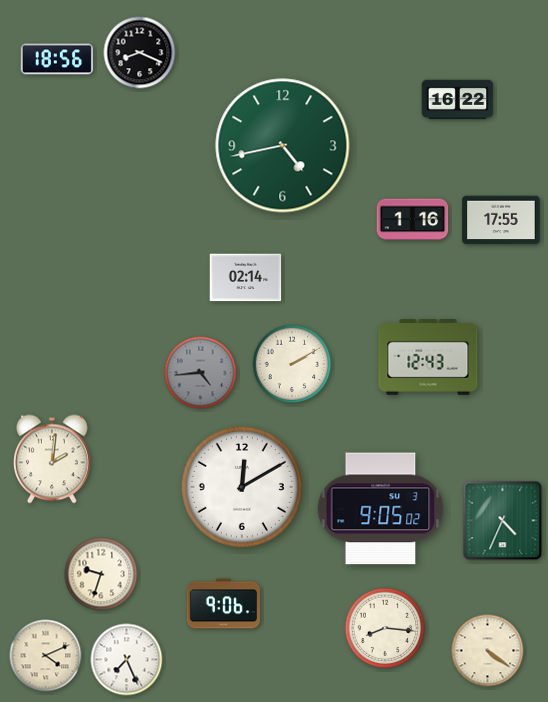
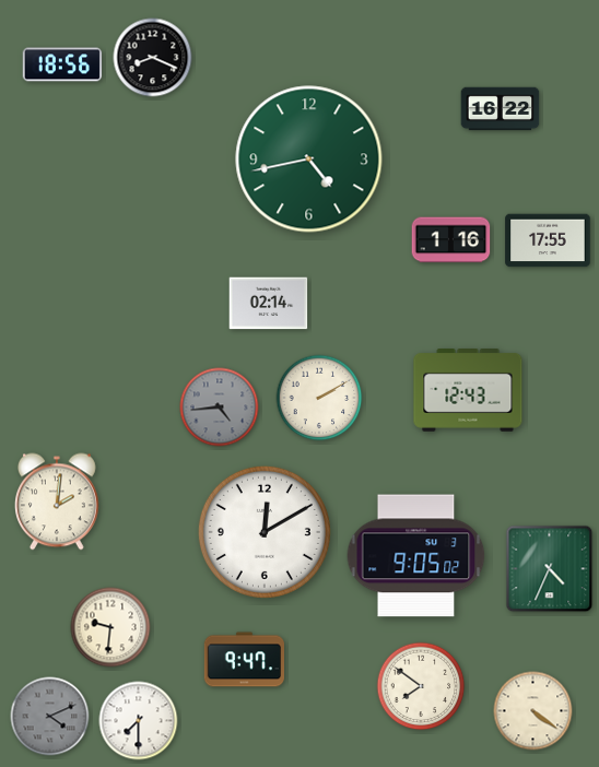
clock at (101, 574): 9:33 -> 9:31
clock at (223, 604): 9:06 -> 9:47
clock at (385, 628): 8:16 -> 7:51
clock at (46, 656) dial: cream -> grey
clock at (127, 660): 7:26 -> 7:30
